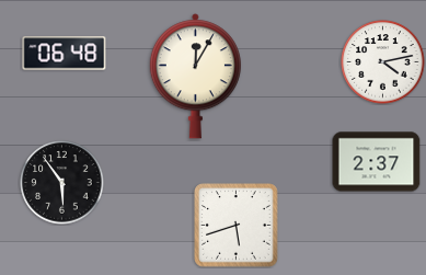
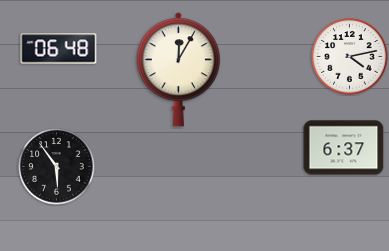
clock at (377, 162): 2:37 -> 6:37
clock at (237, 226): 5:42 -> none
